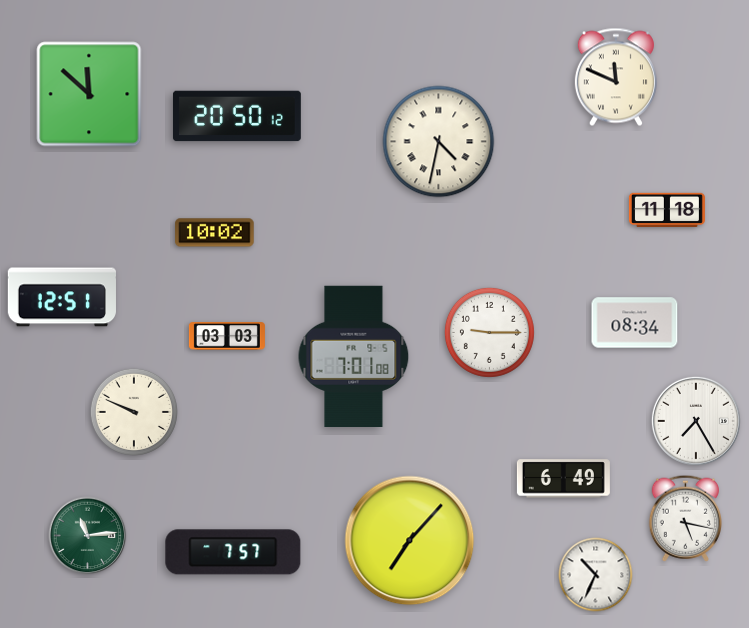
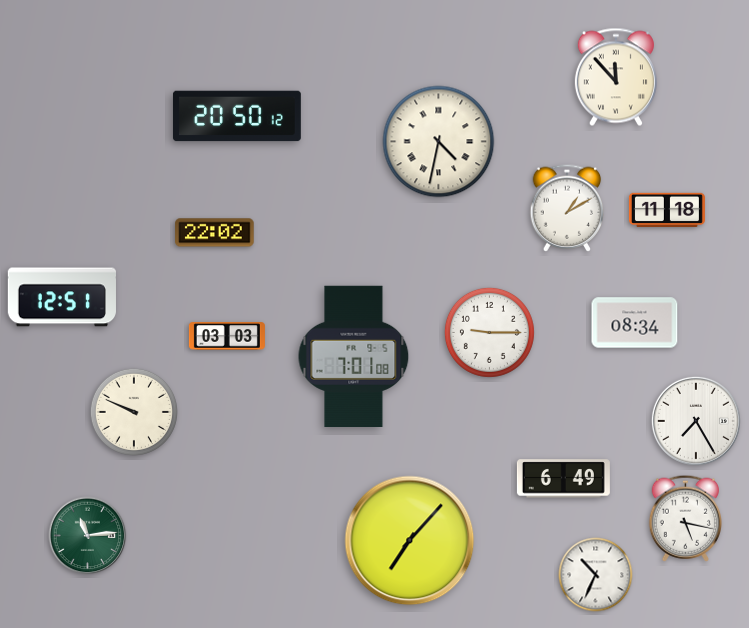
clock at (616, 77): 11:49 -> 11:53
clock at (89, 94): 11:52 -> none
clock at (567, 208): none -> 1:10
clock at (215, 233): 10:02 -> 22:02
clock at (233, 552): 7:57 -> none
